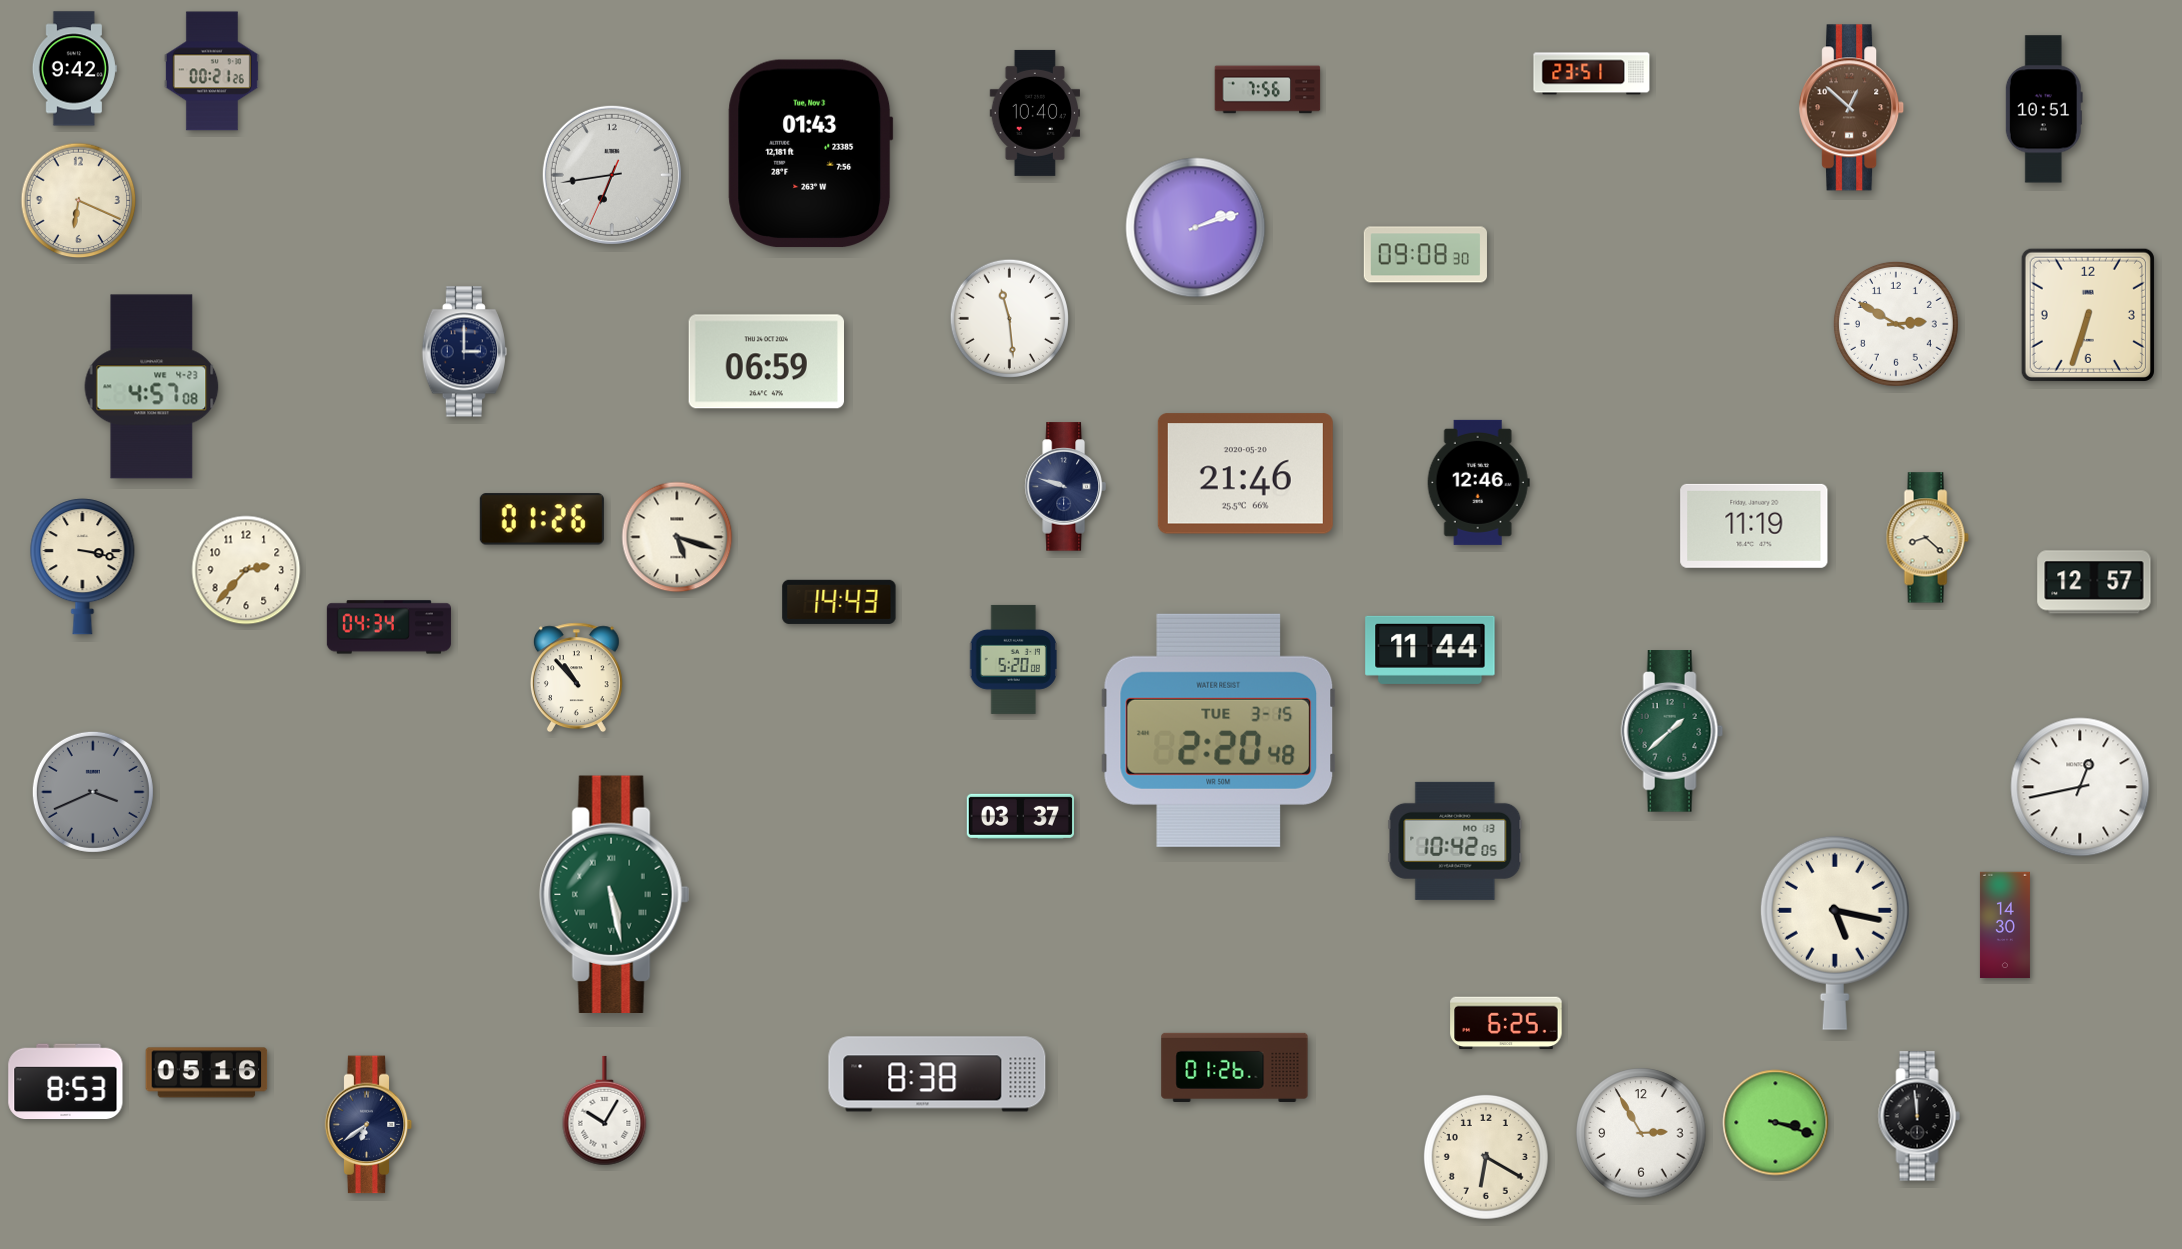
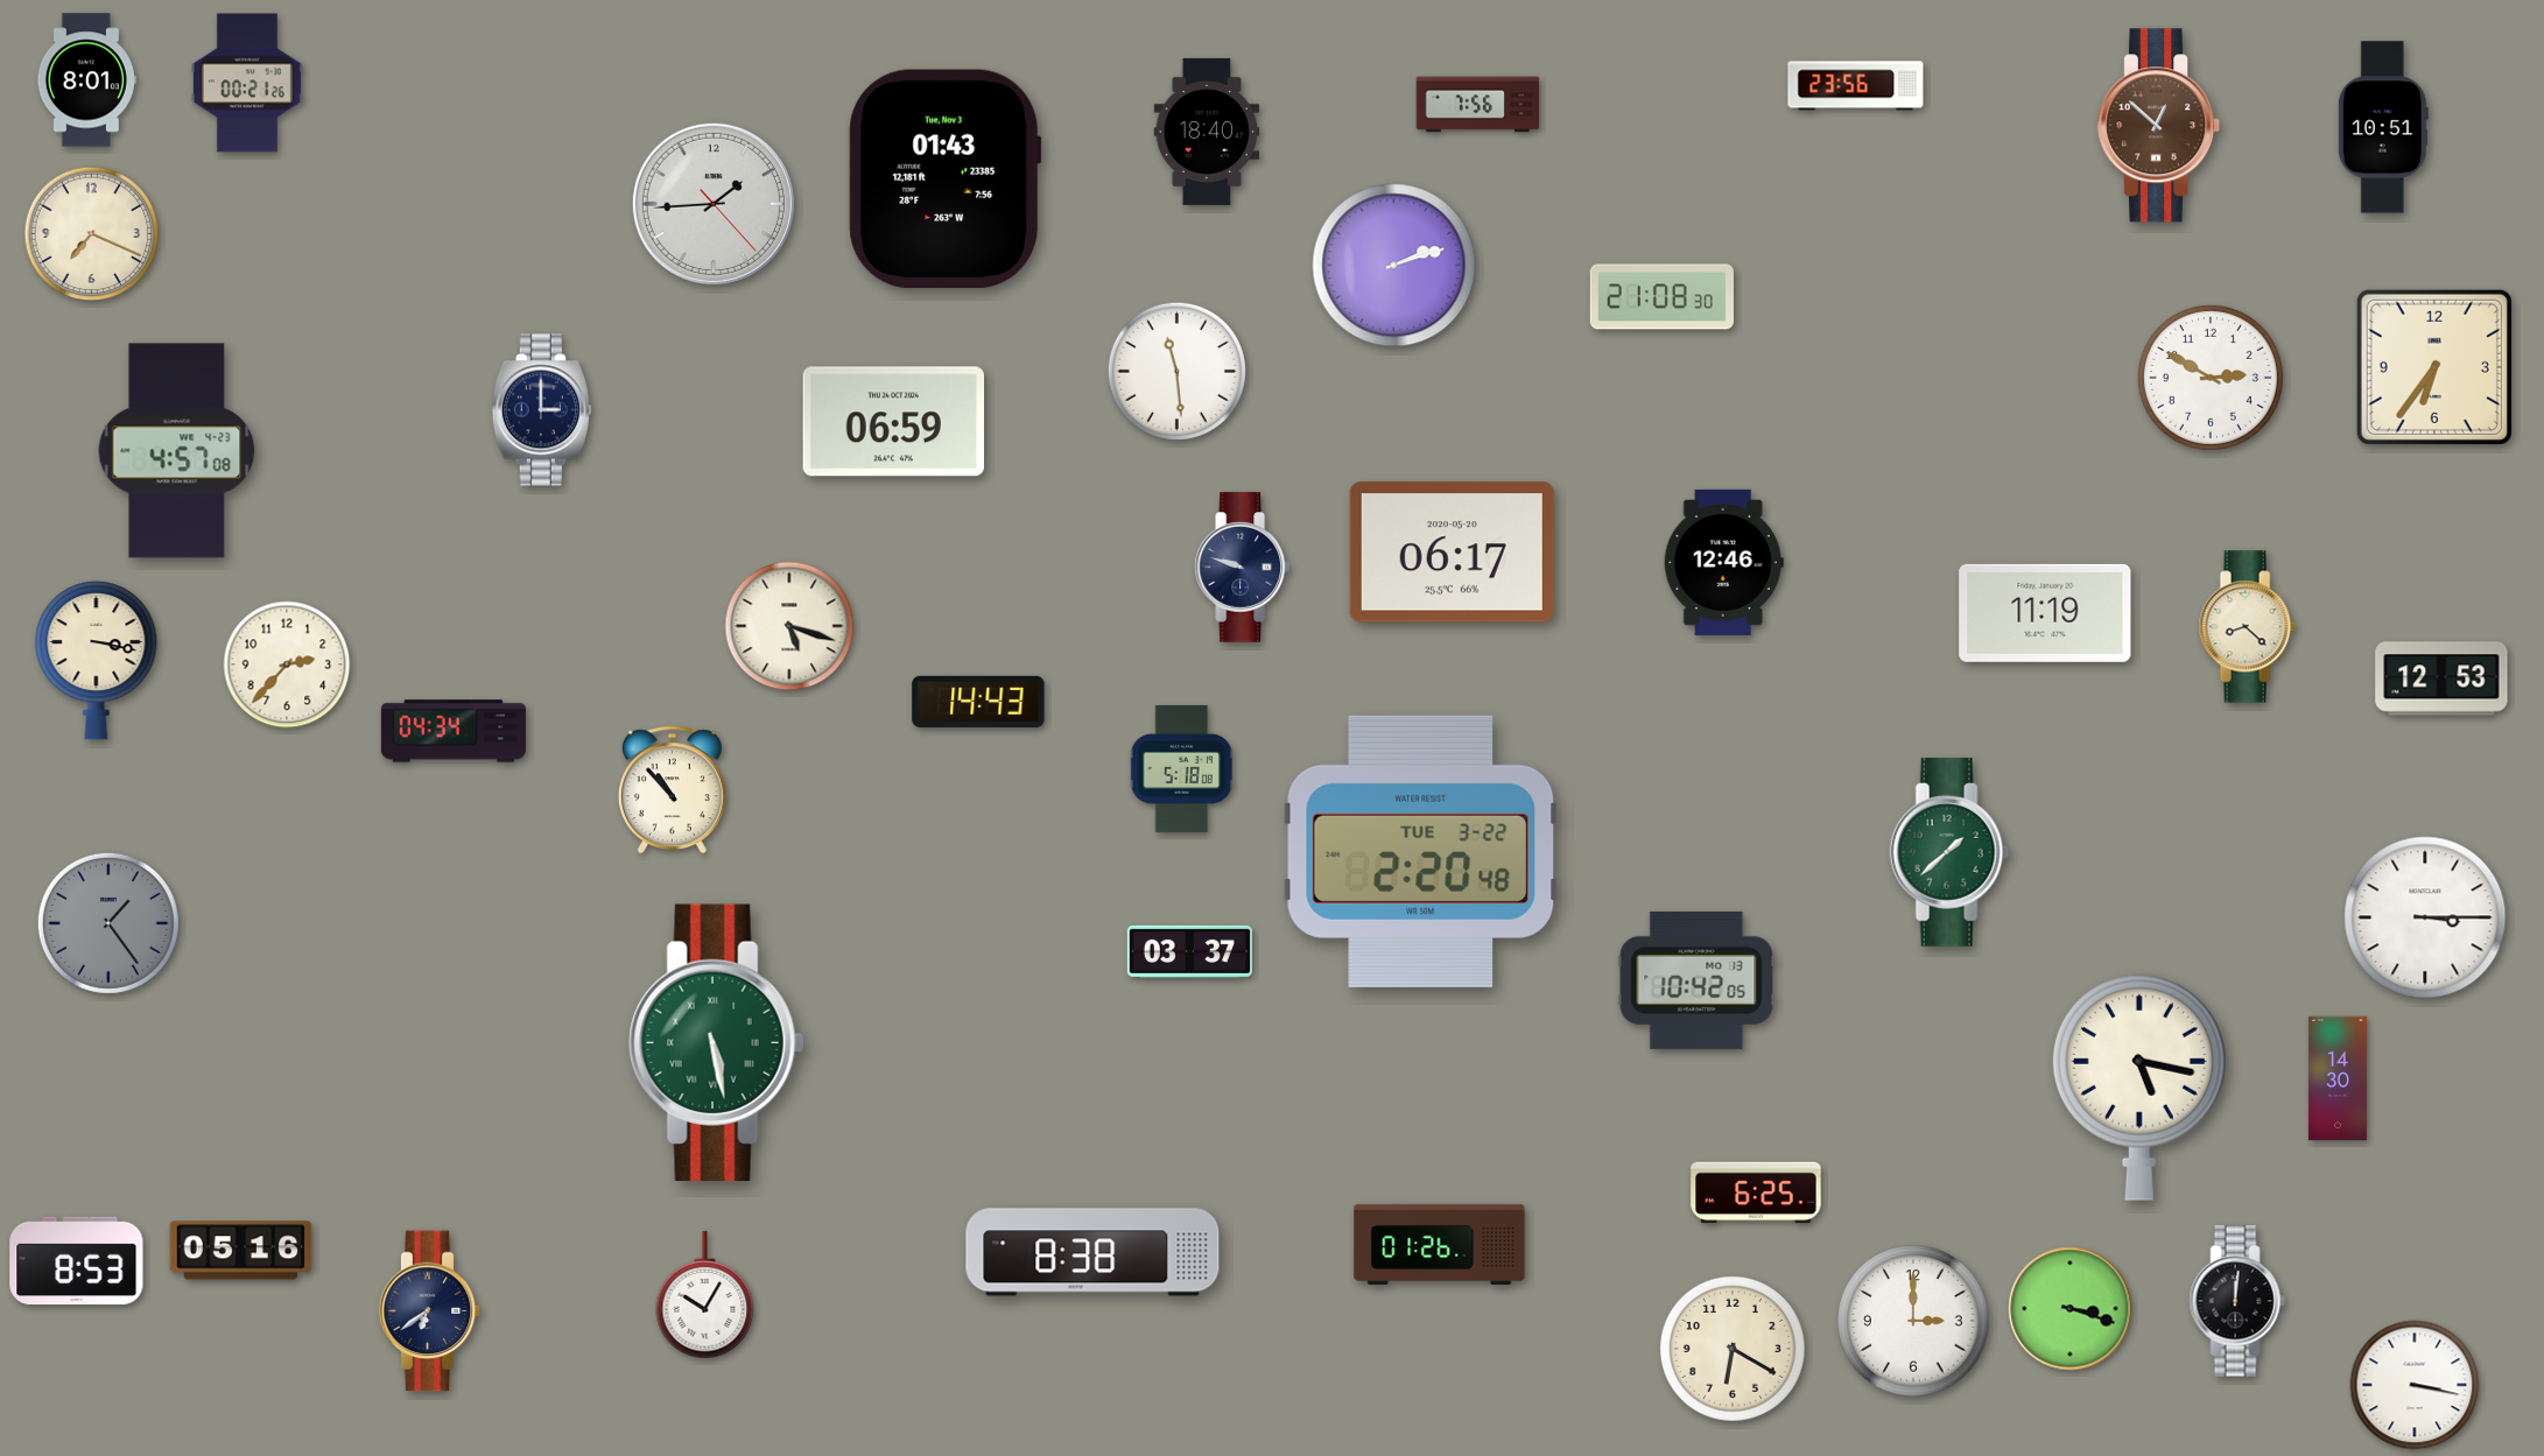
clock at (74, 69): 9:42 -> 8:01
clock at (1592, 74): 23:51 -> 23:56
clock at (1035, 113): 10:40 -> 18:40
clock at (612, 175): 6:43 -> 1:44
clock at (79, 201): 6:19 -> 7:19
clock at (1425, 255): 09:08 -> 21:08
clock at (2088, 315): 6:33 -> 6:36
clock at (1245, 474): 21:46 -> 06:17
clock at (542, 519): 01:26 -> none
clock at (2094, 582): 12:57 -> 12:53
clock at (1430, 650): 11:44 -> none
clock at (1013, 659): 5:20 -> 5:18
clock at (1219, 730) date: TUE 3-15 -> TUE 3-22
clock at (2080, 787): 12:43 -> 3:15
clock at (93, 792): 3:41 -> 1:24
clock at (1919, 1116): 11:59 -> 12:01
clock at (1641, 1133): 2:55 -> 3:00
clock at (2415, 1385): none -> 3:17
